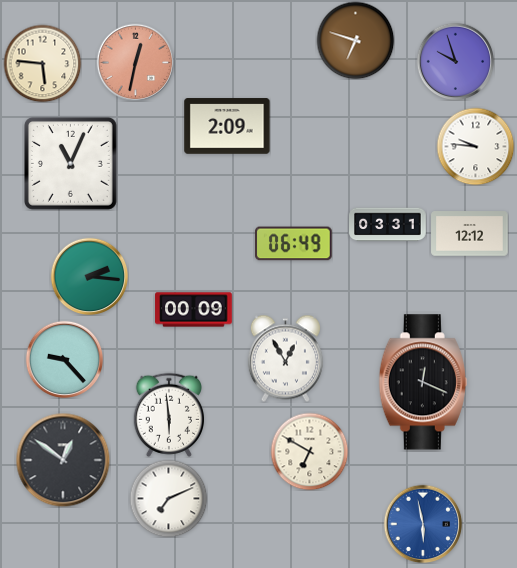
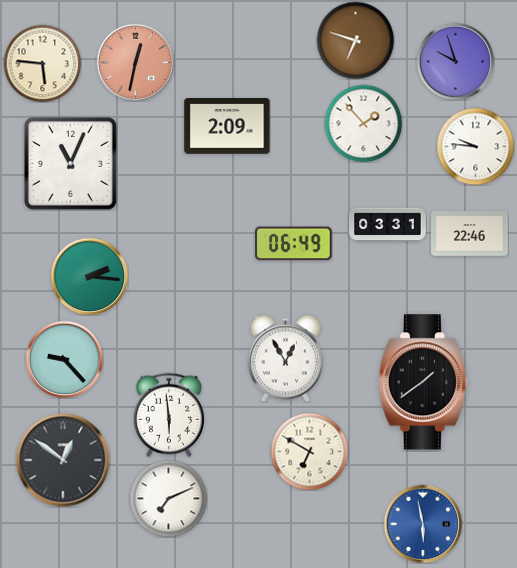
clock at (363, 123): none -> 1:53
clock at (470, 234): 12:12 -> 22:46
clock at (194, 310): 00:09 -> none
clock at (423, 382): 12:19 -> 1:39
